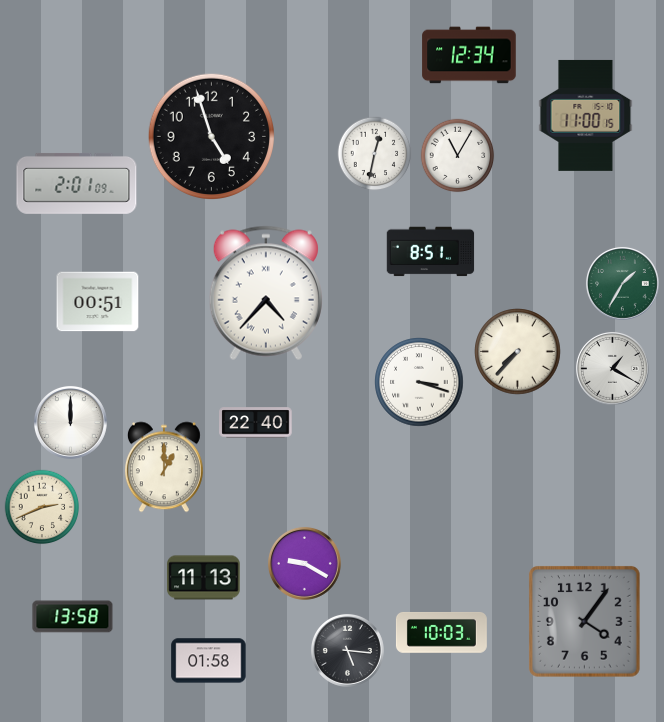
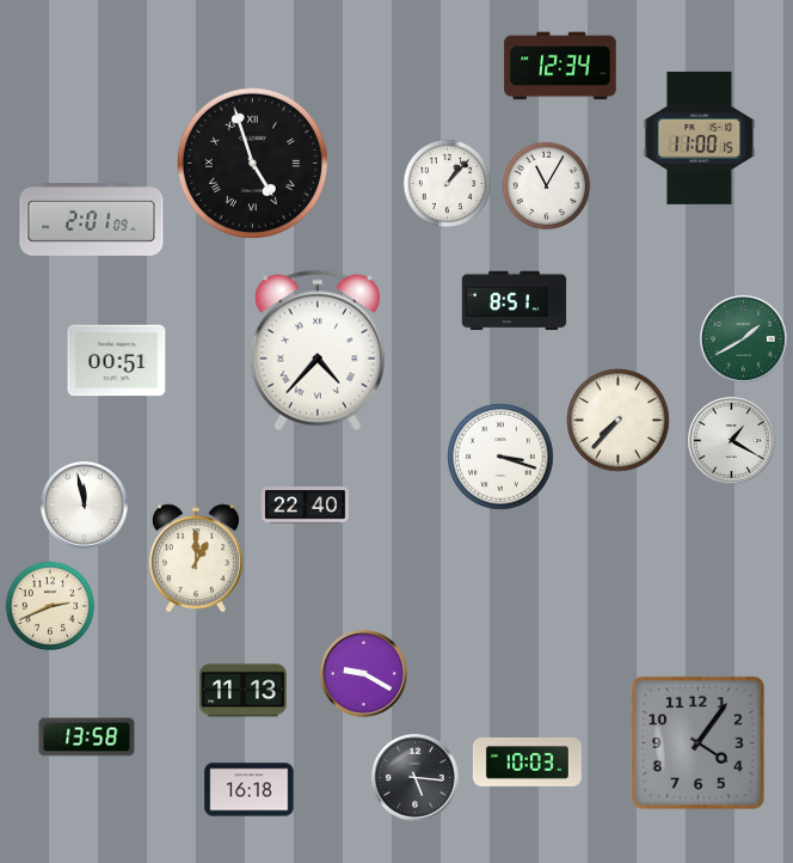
clock at (211, 136) numerals: Arabic -> Roman
clock at (375, 154): 12:32 -> 1:07
clock at (622, 283): 1:35 -> 1:40
clock at (70, 422): 12:00 -> 11:58
clock at (441, 633) position: (441, 633) -> (527, 763)
clock at (209, 661): 01:58 -> 16:18
